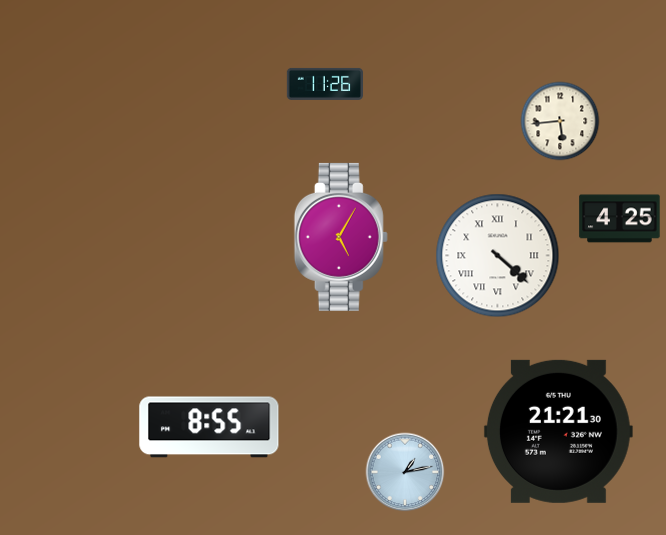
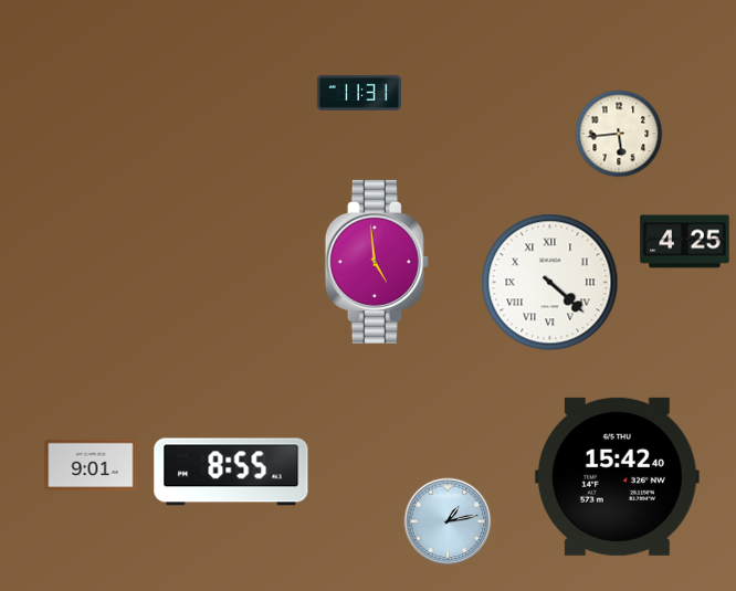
clock at (324, 84): 11:26 -> 11:31
clock at (341, 237): 5:05 -> 4:59
clock at (91, 465): none -> 9:01
clock at (558, 431): 21:21 -> 15:42
